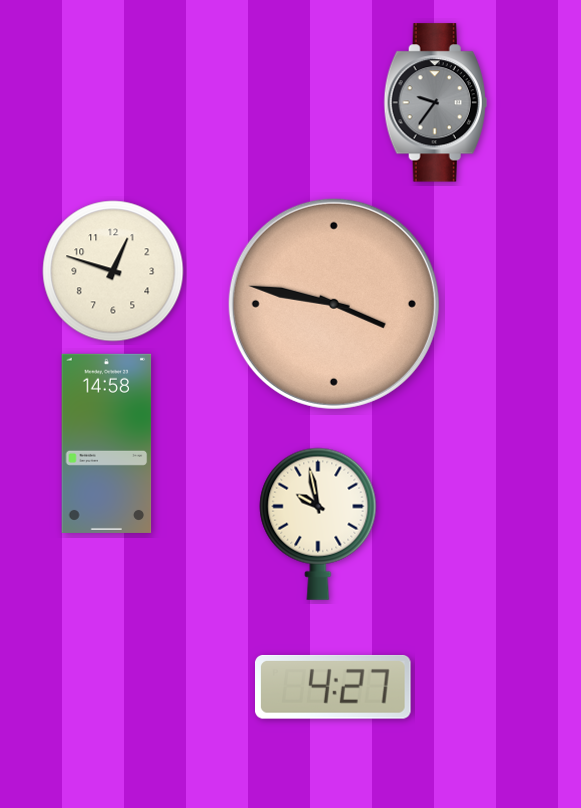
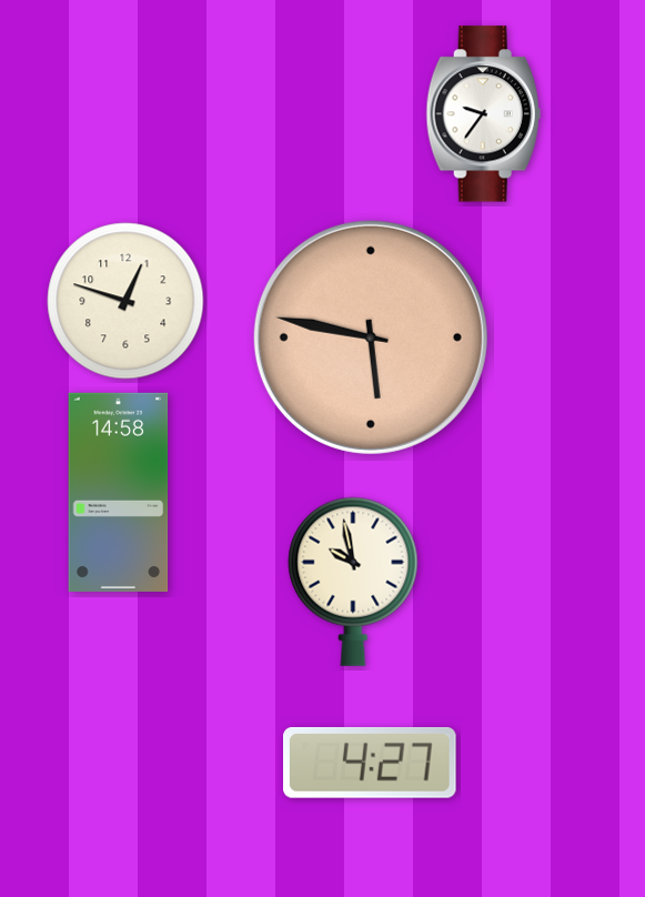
clock at (435, 103) dial: grey -> white
clock at (334, 304): 3:47 -> 5:47
